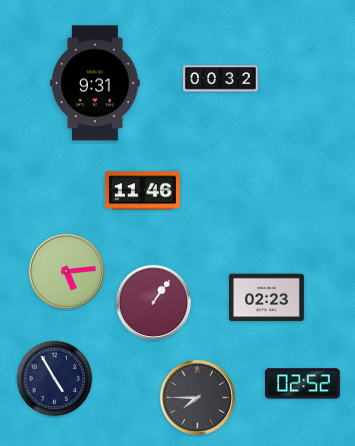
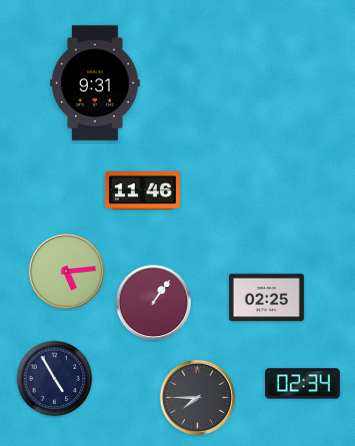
clock at (221, 79): 00:32 -> none
clock at (267, 298): 02:23 -> 02:25
clock at (302, 384): 02:52 -> 02:34
